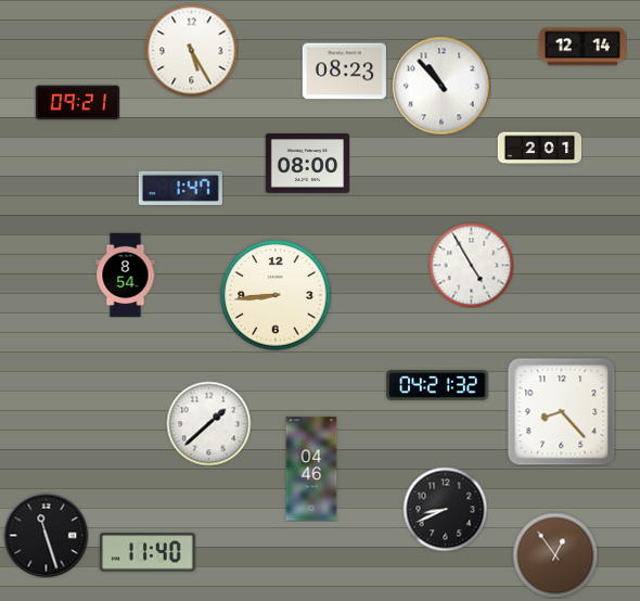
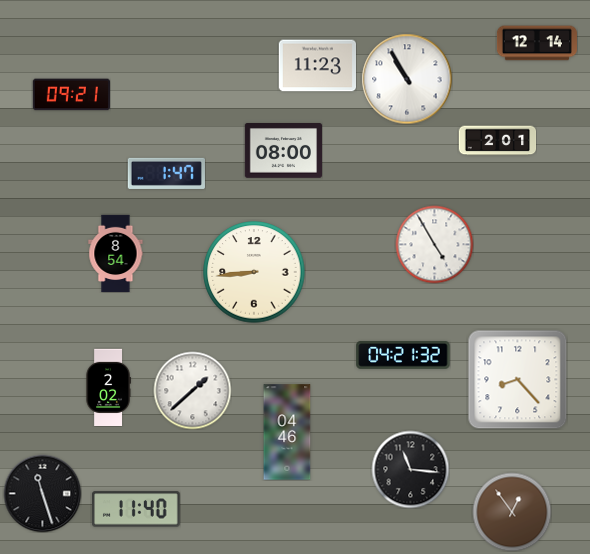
clock at (191, 50): 5:25 -> none
clock at (344, 72): 08:23 -> 11:23
clock at (441, 86): 10:53 -> 10:55
clock at (539, 149) position: (539, 149) -> (497, 141)
clock at (108, 387): none -> 2:02
clock at (445, 509): 8:41 -> 11:16
